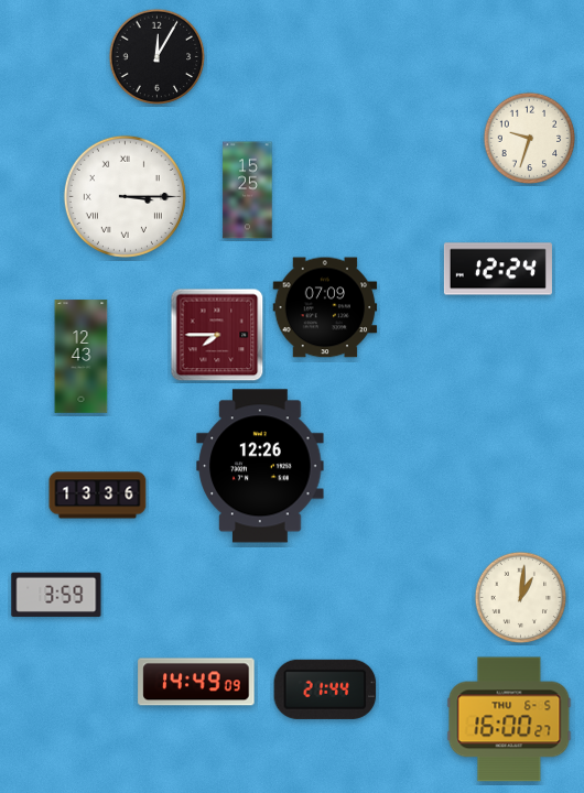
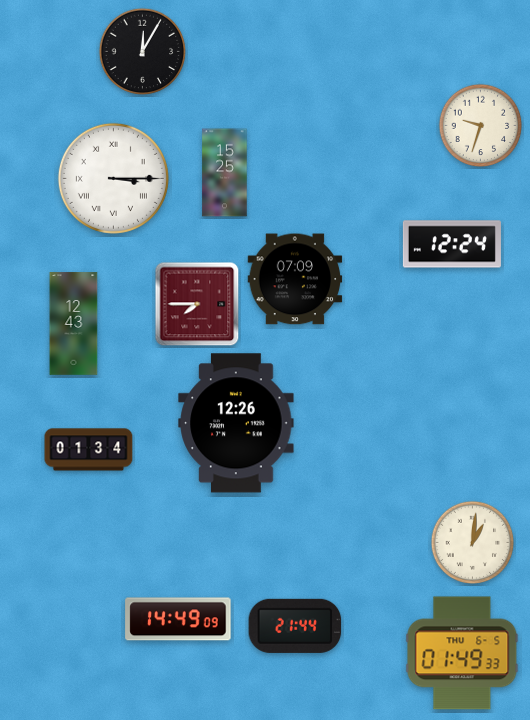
clock at (98, 496): 13:36 -> 01:34
clock at (56, 594): 3:59 -> none
clock at (509, 719): 16:00 -> 01:49
